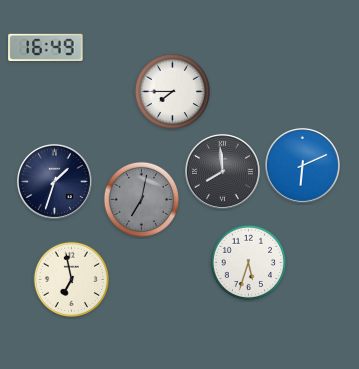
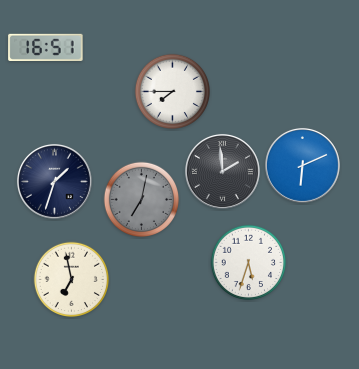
clock at (46, 47): 16:49 -> 16:51
clock at (222, 171): 7:59 -> 1:59
